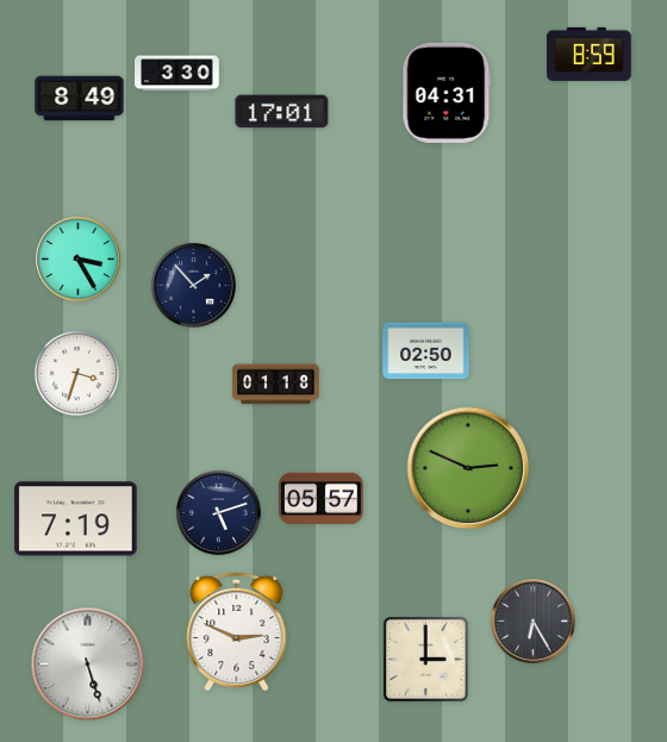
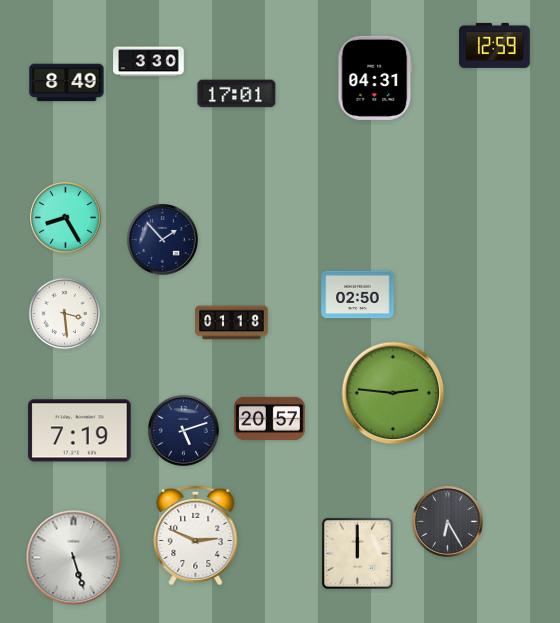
clock at (590, 54): 8:59 -> 12:59
clock at (79, 260): 3:25 -> 8:25
clock at (77, 374): 3:33 -> 3:29
clock at (468, 468): 2:49 -> 2:46
clock at (322, 498): 05:57 -> 20:57
clock at (76, 519) position: (76, 519) -> (80, 431)
clock at (237, 630) position: (237, 630) -> (196, 534)
clock at (425, 659): 3:00 -> 12:00
